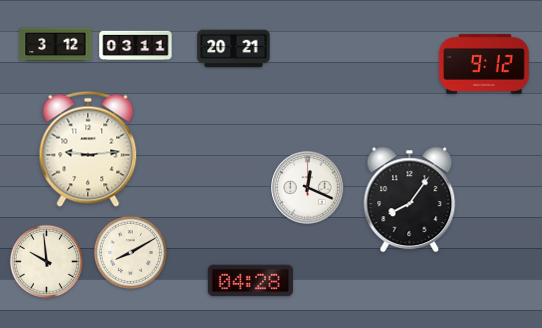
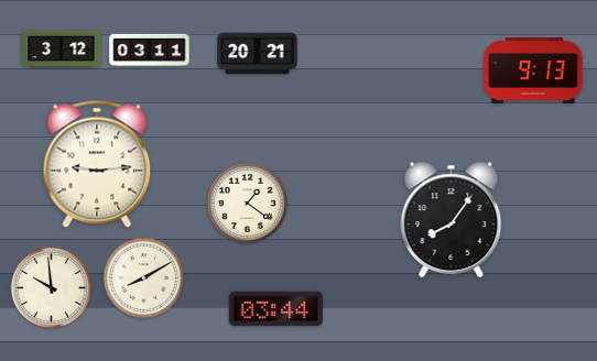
clock at (484, 64): 9:12 -> 9:13
clock at (247, 203): none -> 1:21
clock at (308, 188): 12:19 -> none
clock at (250, 281): 04:28 -> 03:44
